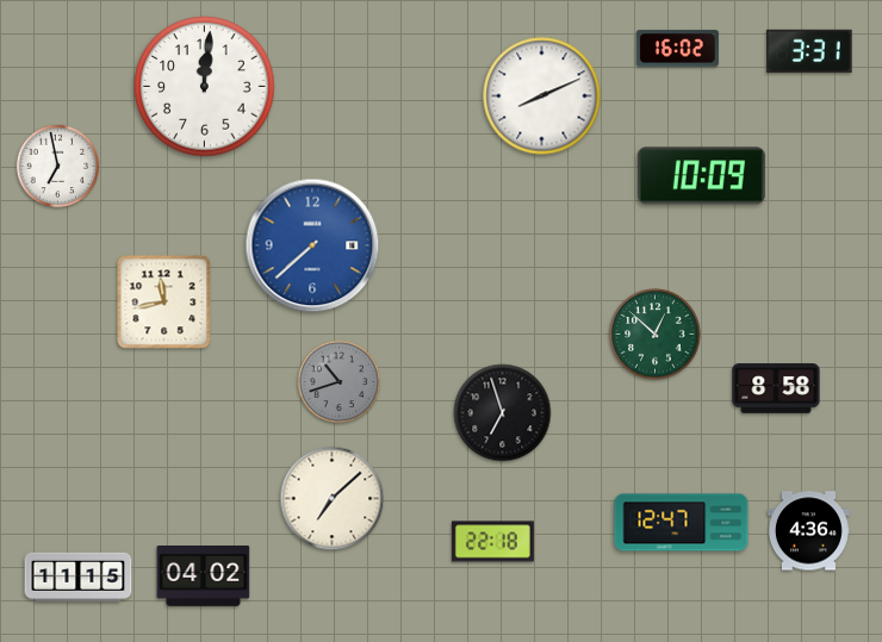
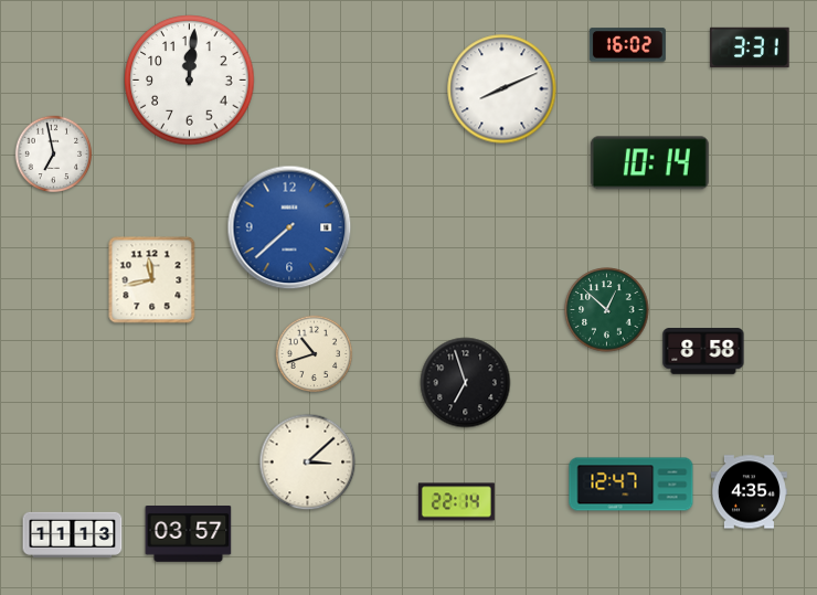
clock at (701, 176): 10:09 -> 10:14
clock at (340, 382) dial: grey -> cream
clock at (776, 389) position: (776, 389) -> (703, 352)
clock at (333, 499): 7:08 -> 3:08
clock at (808, 531): 4:36 -> 4:35
clock at (492, 542): 22:18 -> 22:14
clock at (79, 576): 11:15 -> 11:13
clock at (204, 576): 04:02 -> 03:57
